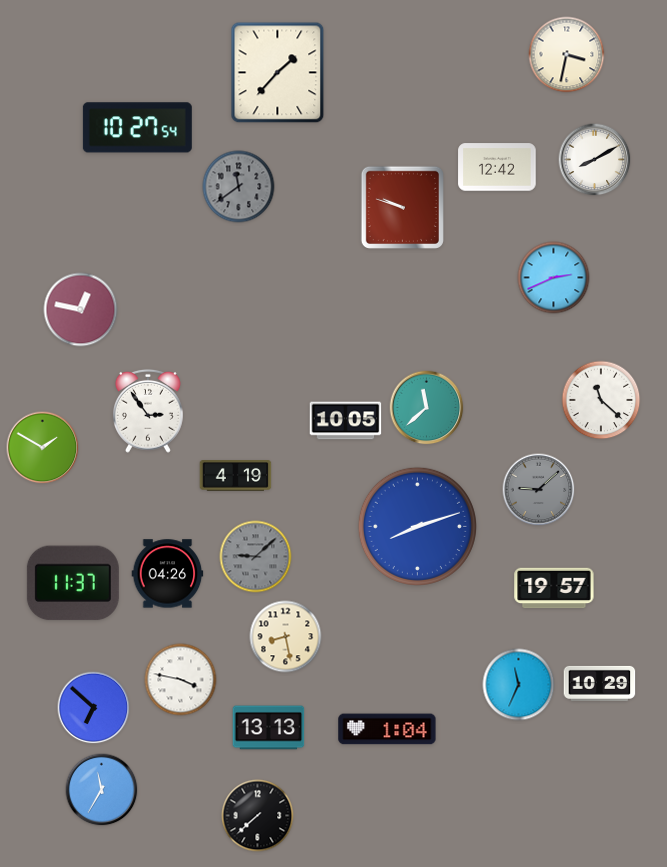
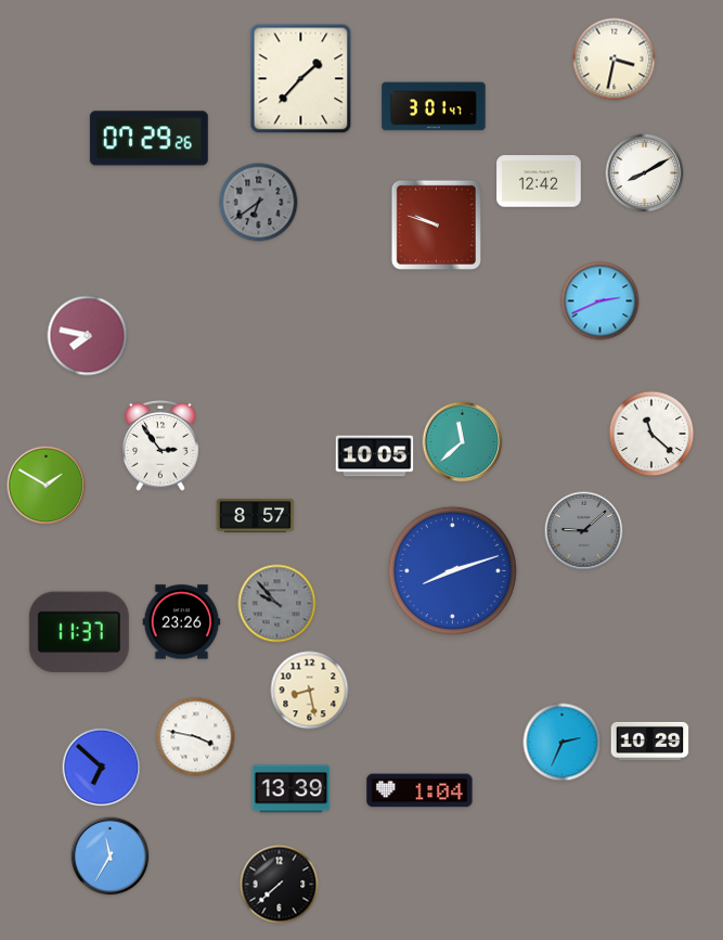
clock at (434, 106): none -> 3:01
clock at (137, 128): 10:27 -> 07:29
clock at (239, 187): 11:39 -> 6:39
clock at (81, 310): 12:47 -> 7:47
clock at (236, 476): 4:19 -> 8:57
clock at (256, 557): 9:08 -> 9:53
clock at (168, 574): 04:26 -> 23:26
clock at (554, 588): 19:57 -> none
clock at (519, 685): 11:34 -> 2:34
clock at (269, 728): 13:13 -> 13:39
